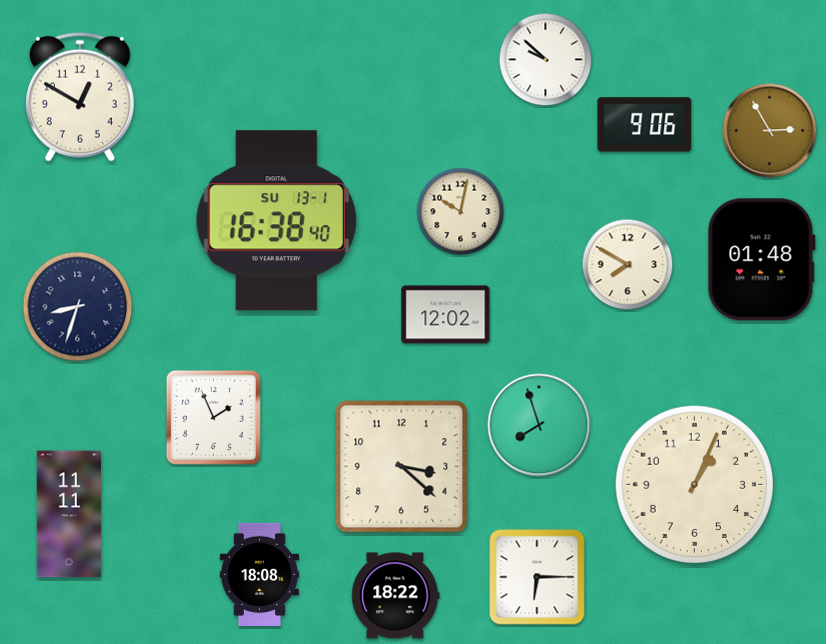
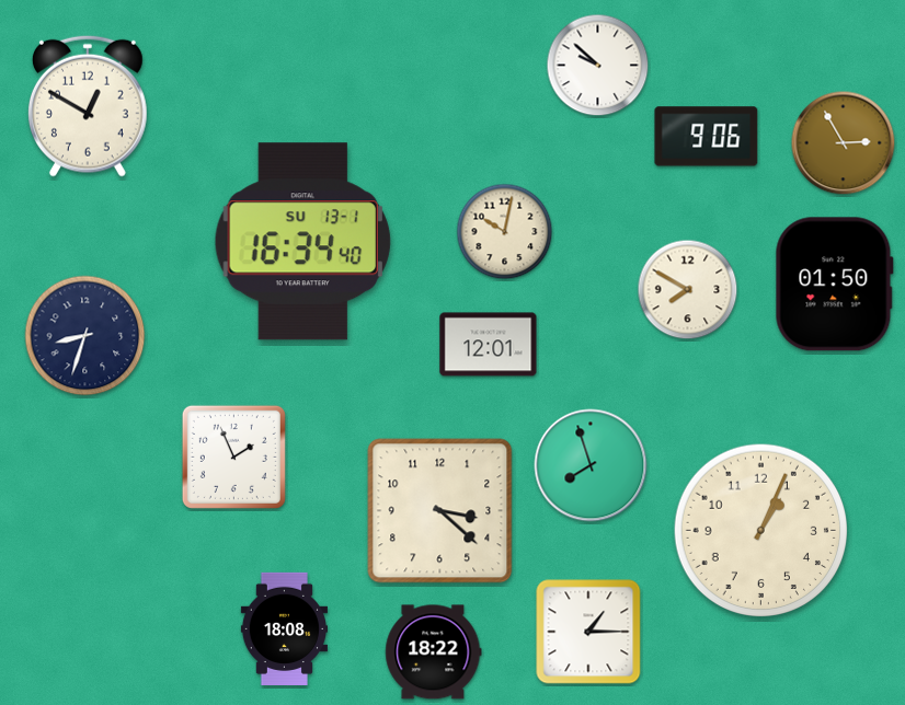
clock at (276, 221): 16:38 -> 16:34
clock at (761, 260): 01:48 -> 01:50
clock at (446, 315): 12:02 -> 12:01
clock at (69, 514): 11:11 -> none
clock at (537, 577): 6:15 -> 1:15
